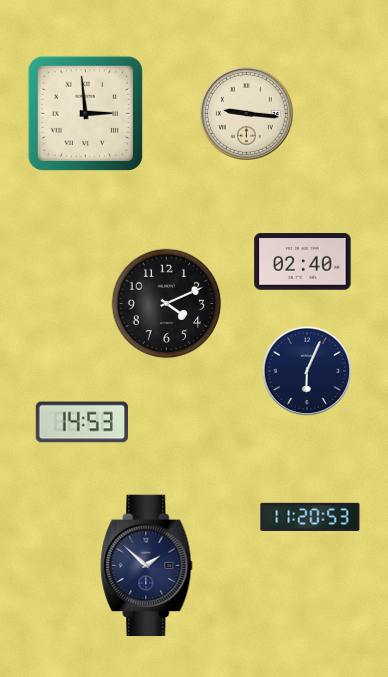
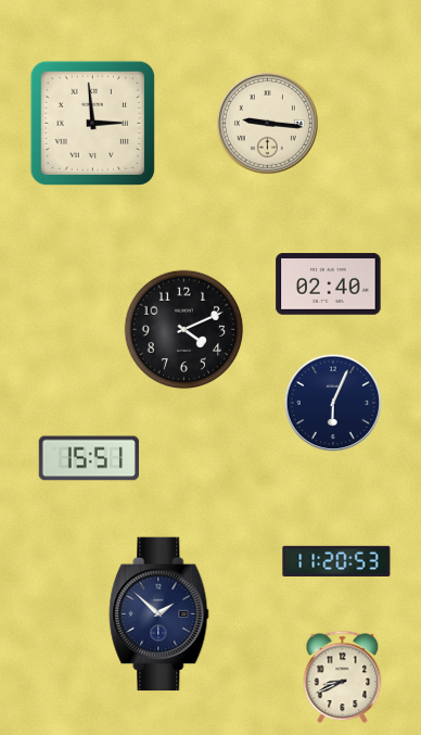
clock at (167, 304) position: (167, 304) -> (184, 330)
clock at (81, 422): 14:53 -> 15:51
clock at (343, 677): none -> 8:41
